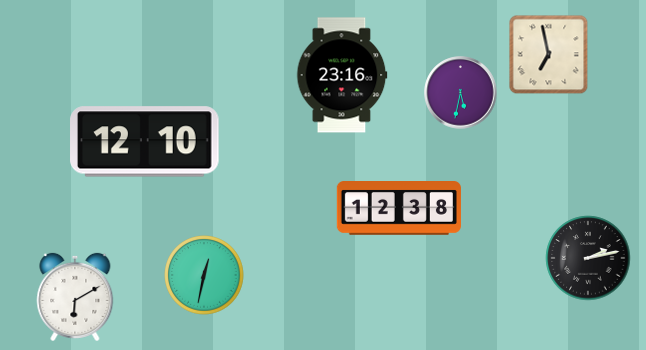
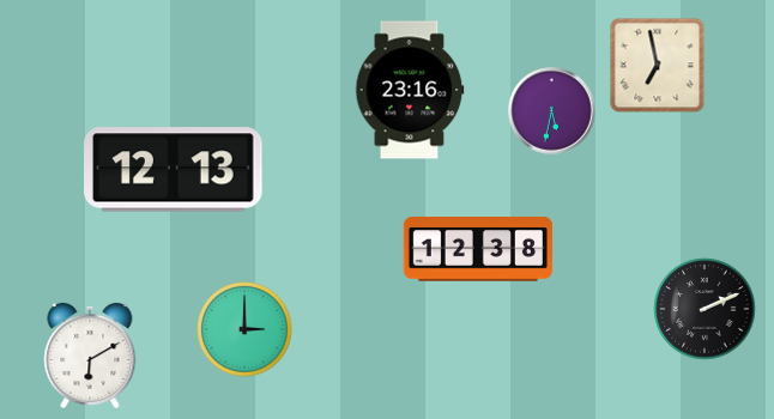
clock at (145, 142): 12:10 -> 12:13
clock at (588, 258): 2:13 -> 2:11
clock at (204, 275): 12:32 -> 3:00
